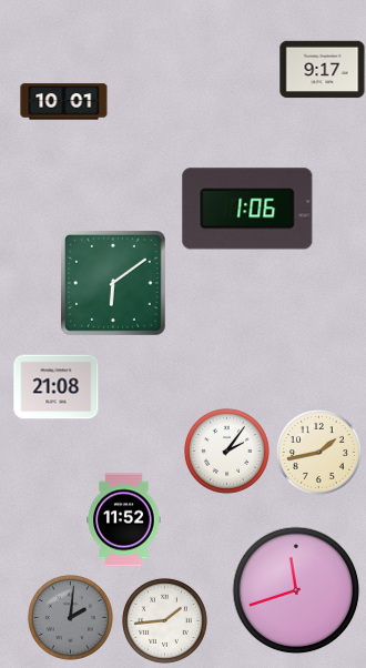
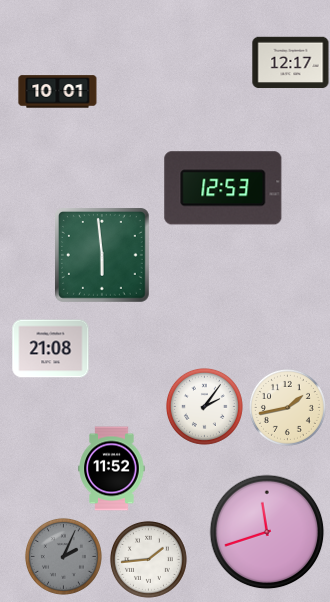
clock at (323, 70): 9:17 -> 12:17
clock at (247, 209): 1:06 -> 12:53
clock at (114, 284): 6:09 -> 5:59
clock at (70, 617): 2:01 -> 2:04
